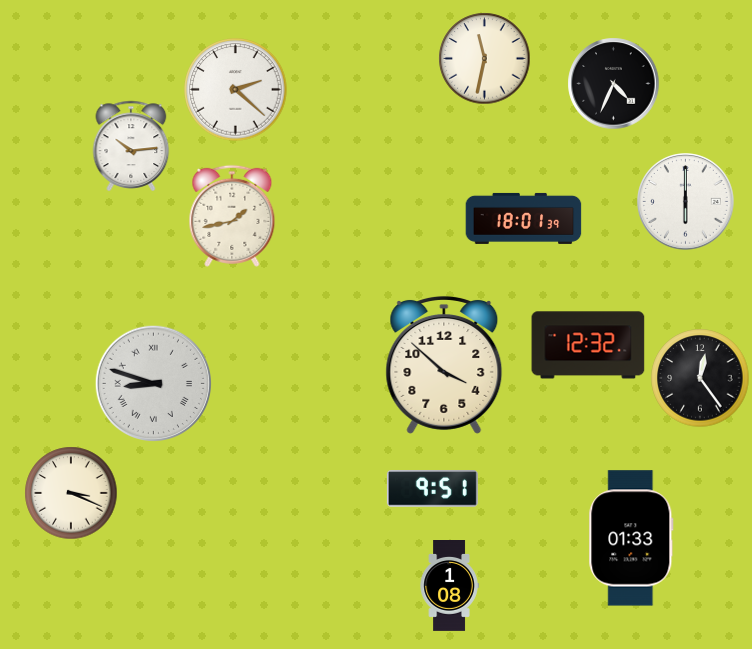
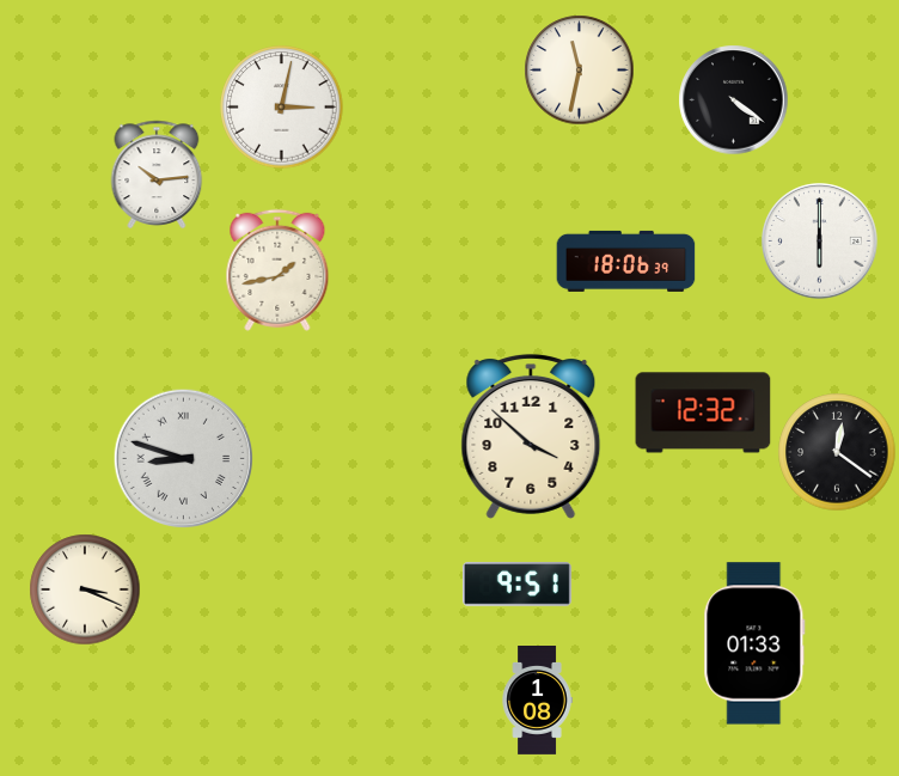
clock at (614, 84): 4:34 -> 4:21
clock at (236, 90): 2:22 -> 3:02
clock at (232, 216) position: (232, 216) -> (277, 270)
clock at (524, 218): 18:01 -> 18:06
clock at (700, 378): 12:24 -> 12:21
